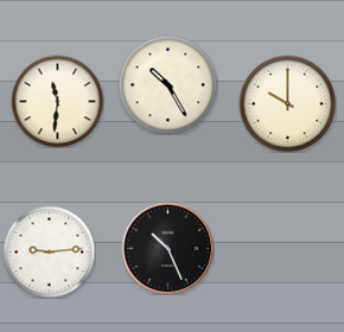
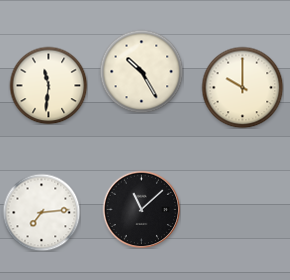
clock at (167, 248): 10:26 -> 11:08
clock at (49, 251): 9:14 -> 7:14
